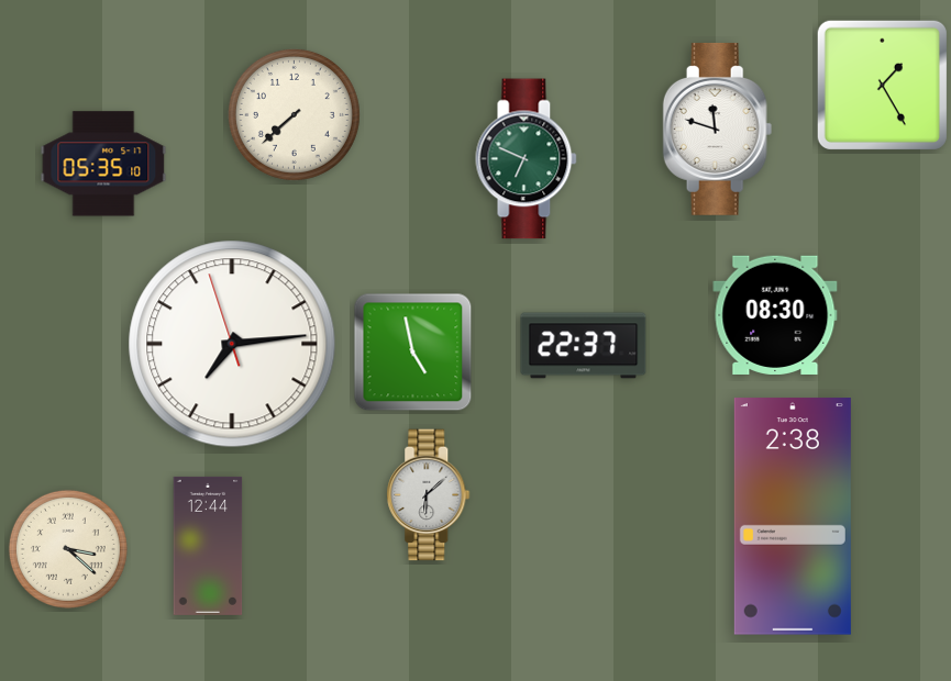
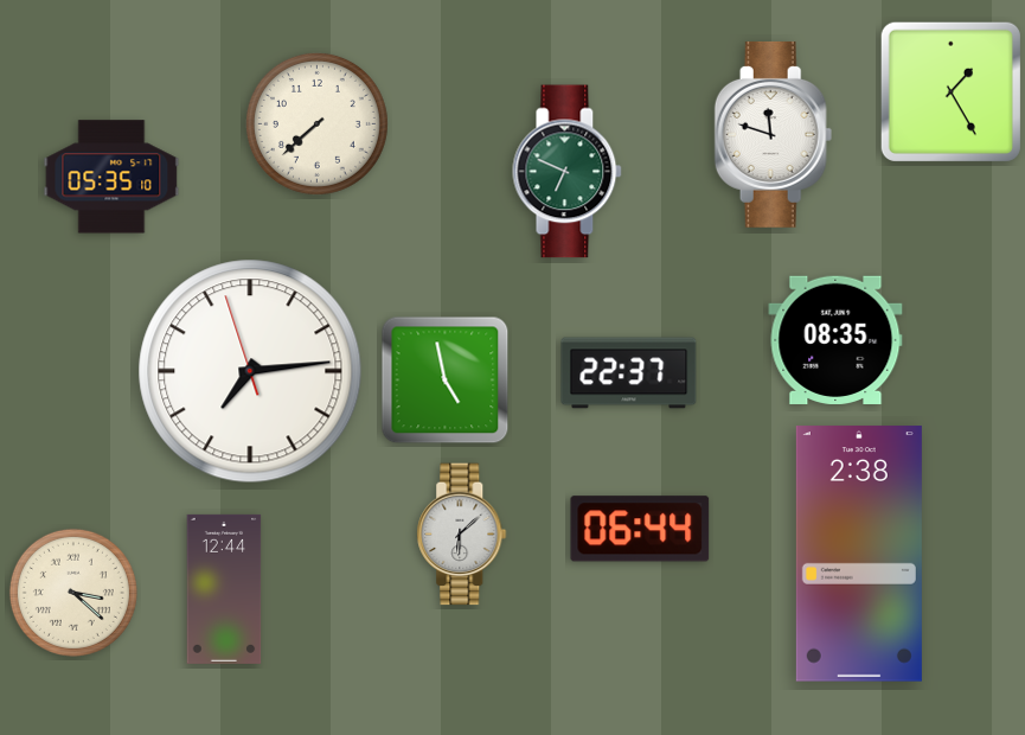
clock at (718, 129) position: (718, 129) -> (774, 134)
clock at (775, 315): 08:30 -> 08:35
clock at (640, 529): none -> 06:44
clock at (793, 516) position: (793, 516) -> (859, 554)
